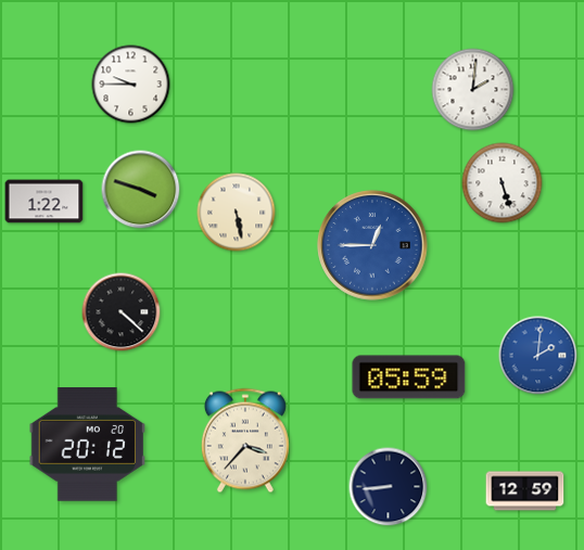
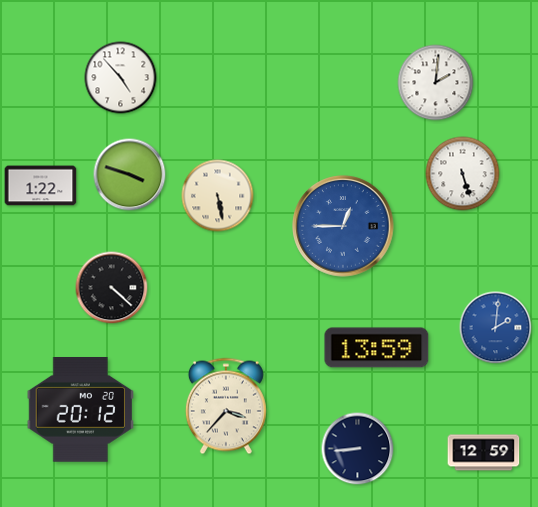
clock at (131, 85): 9:45 -> 4:53
clock at (503, 183) position: (503, 183) -> (463, 174)
clock at (409, 378): 05:59 -> 13:59
